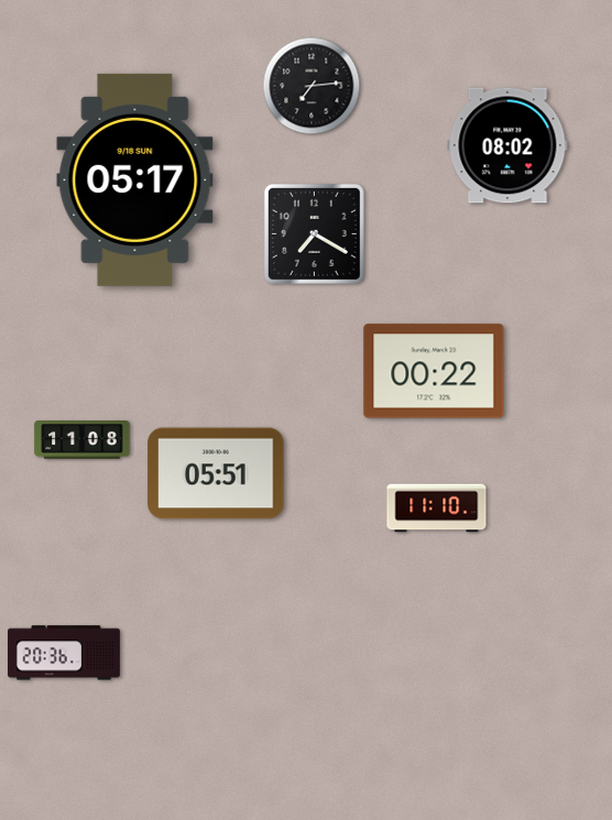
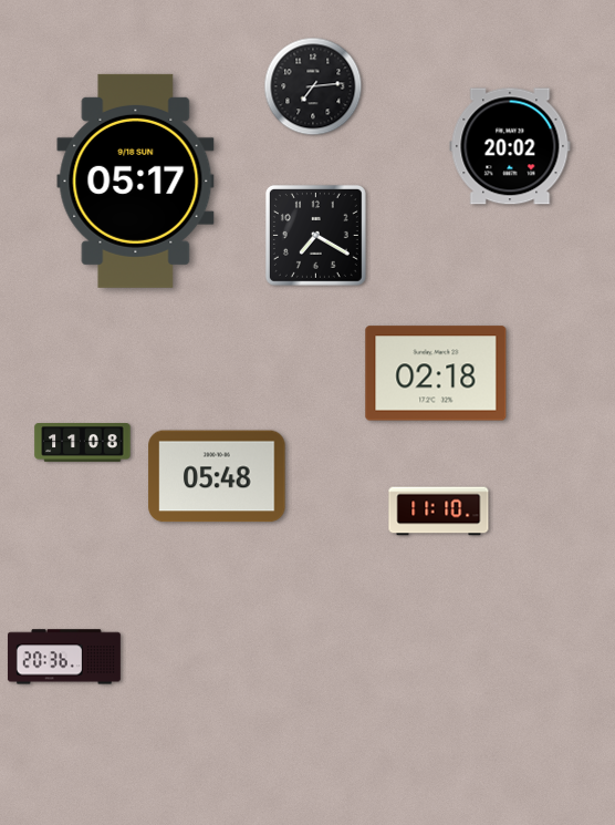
clock at (507, 145): 08:02 -> 20:02
clock at (434, 371): 00:22 -> 02:18
clock at (216, 473): 05:51 -> 05:48
